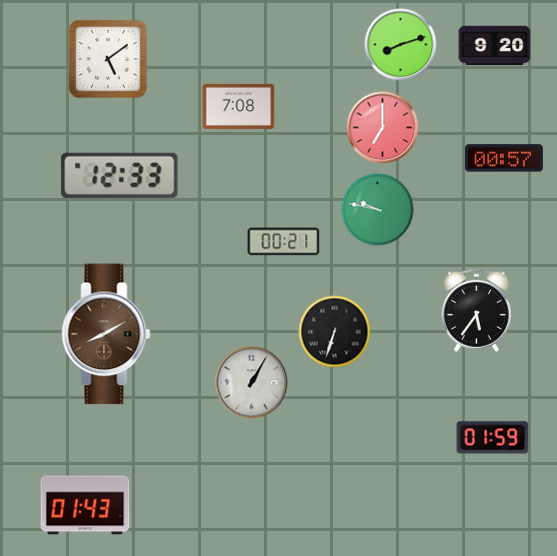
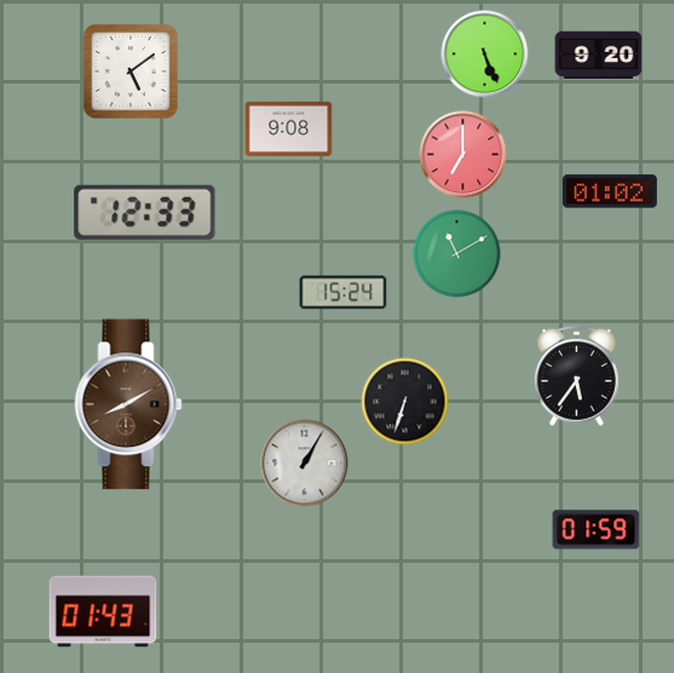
clock at (401, 45): 8:12 -> 5:26
clock at (239, 106): 7:08 -> 9:08
clock at (504, 158): 00:57 -> 01:02
clock at (378, 210): 9:47 -> 11:10
clock at (284, 242): 00:21 -> 15:24
